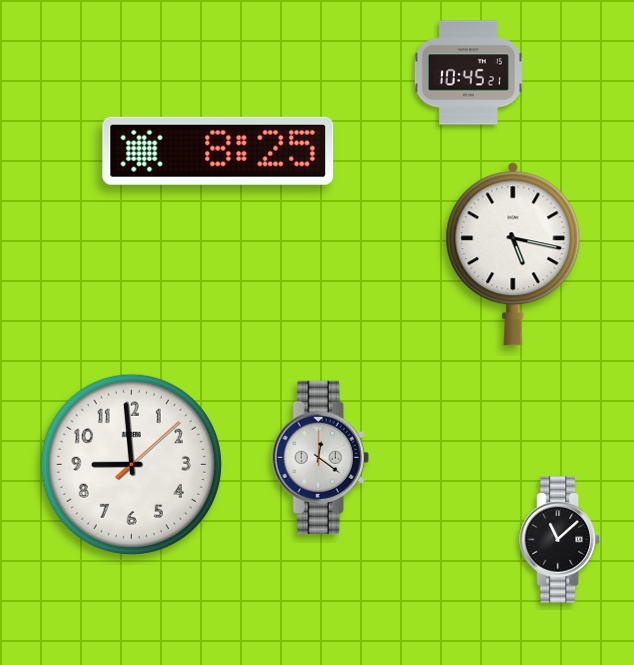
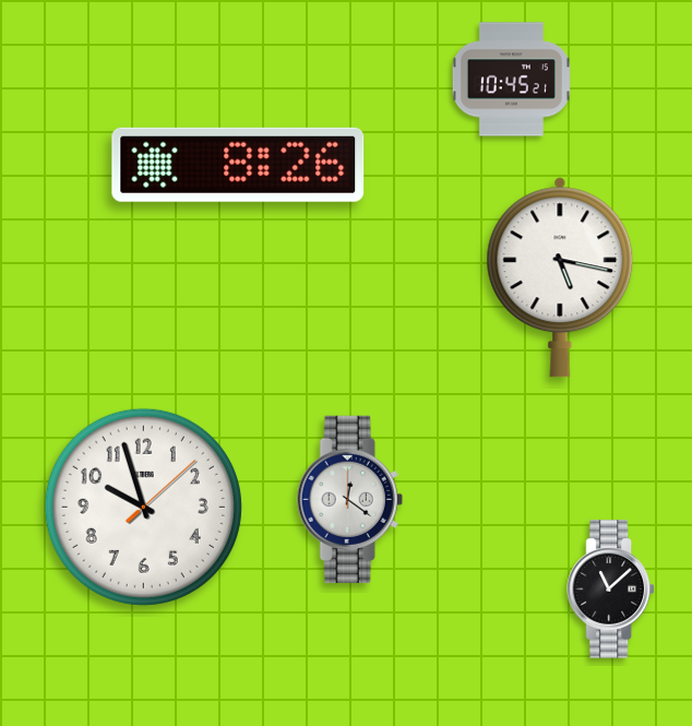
clock at (218, 151): 8:25 -> 8:26
clock at (131, 464): 8:59 -> 9:57
